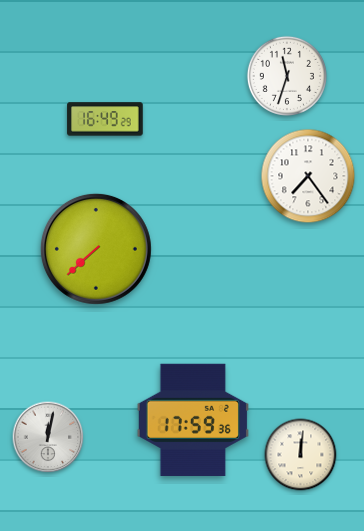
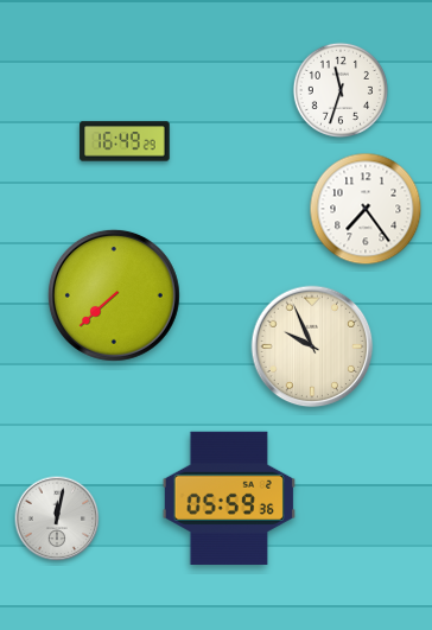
clock at (312, 346): none -> 9:56
clock at (192, 419): 17:59 -> 05:59
clock at (301, 455): 12:01 -> none
